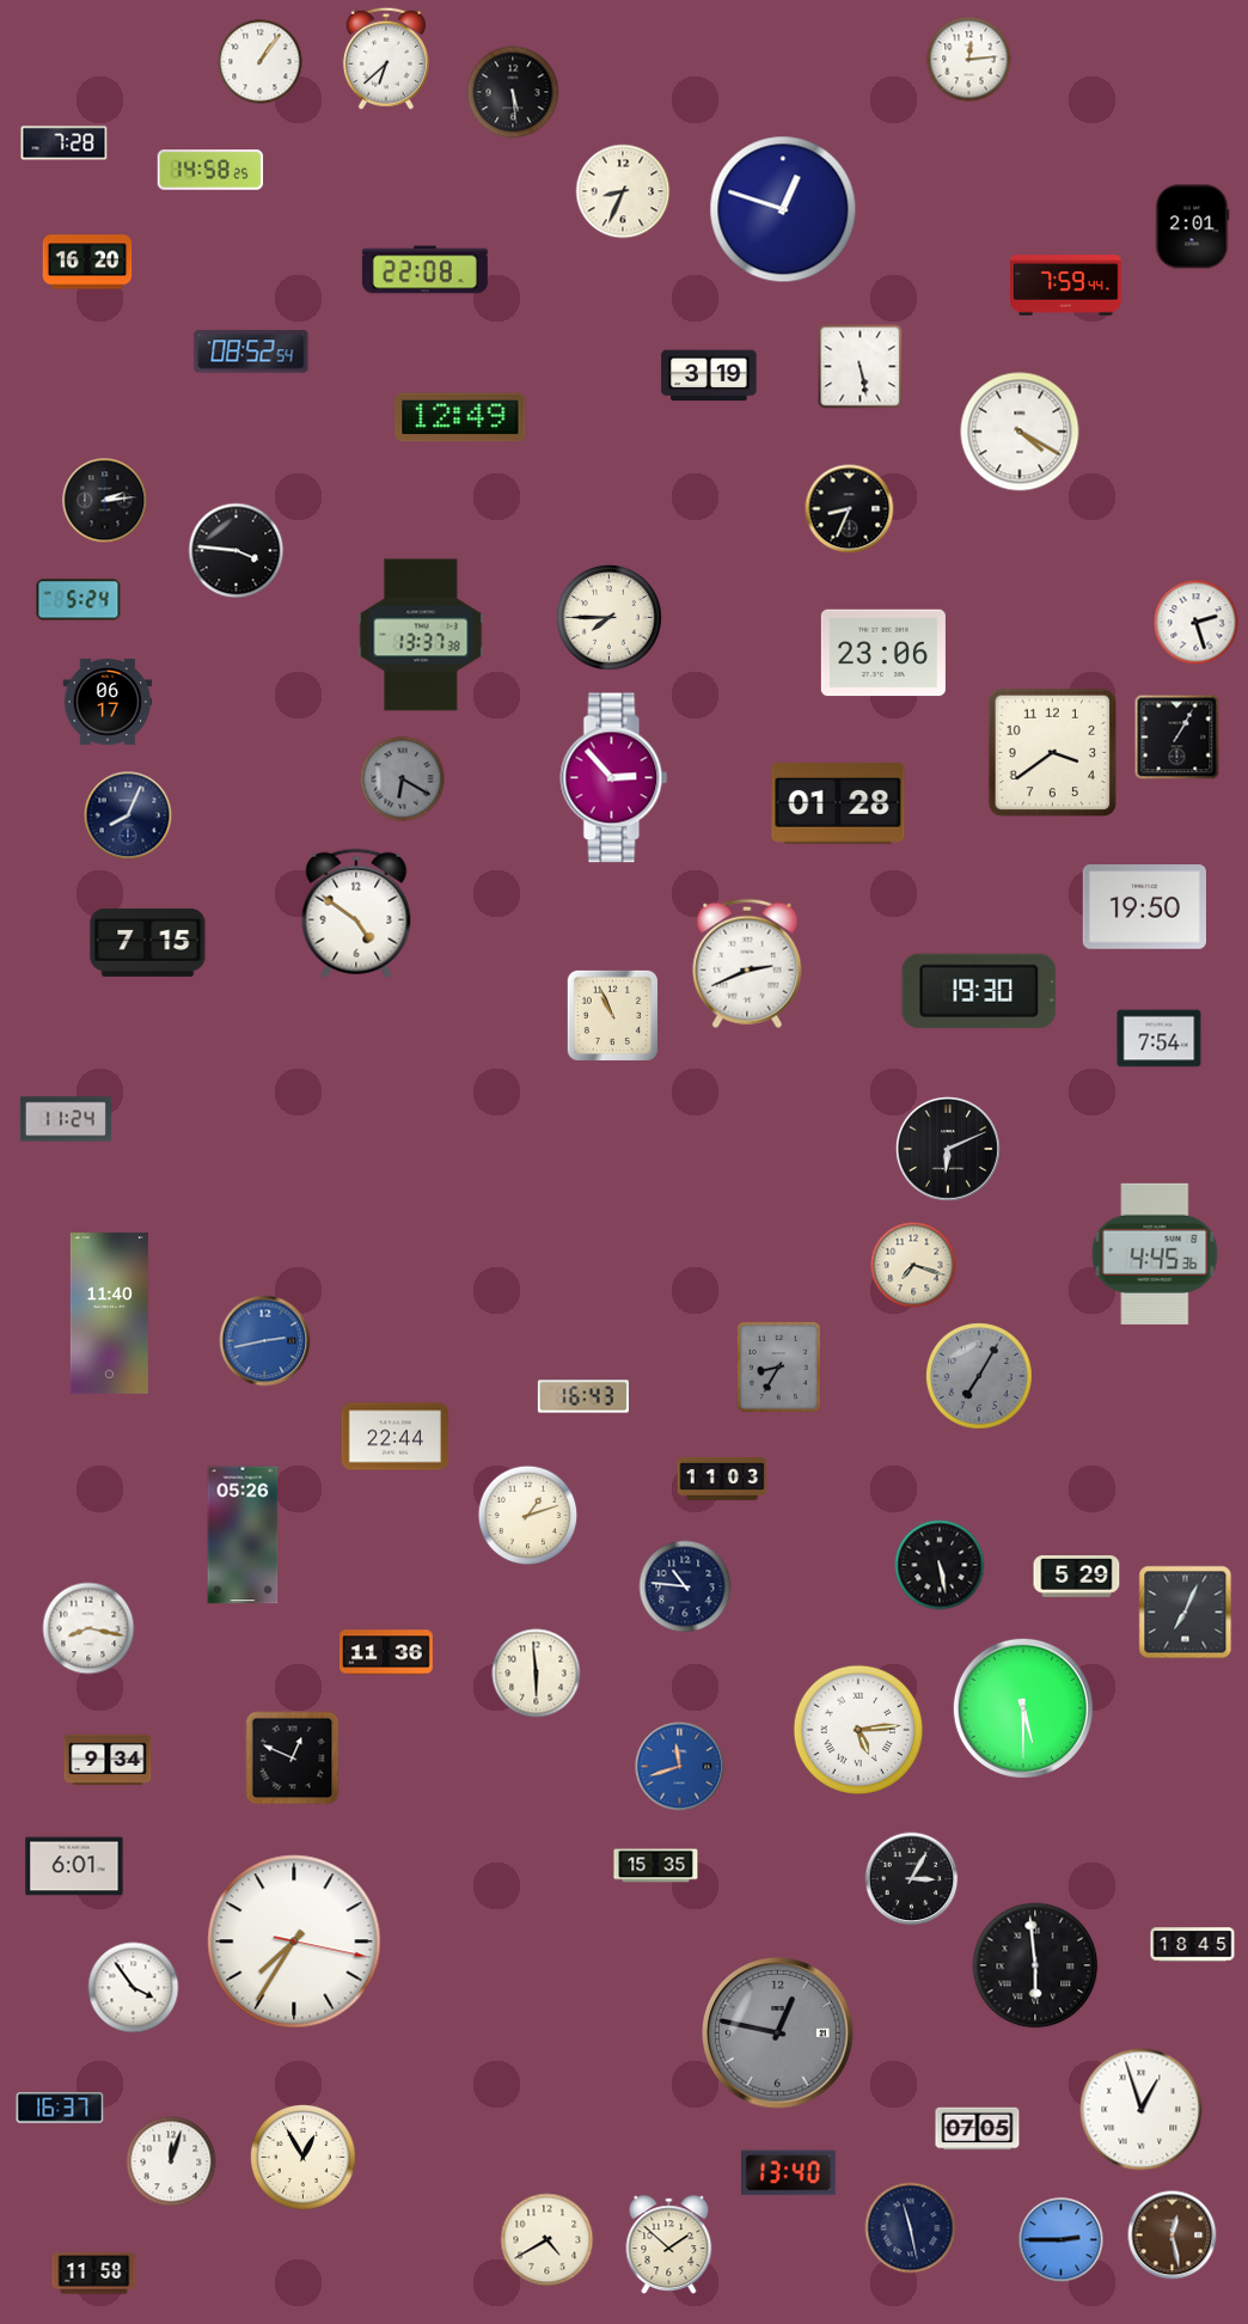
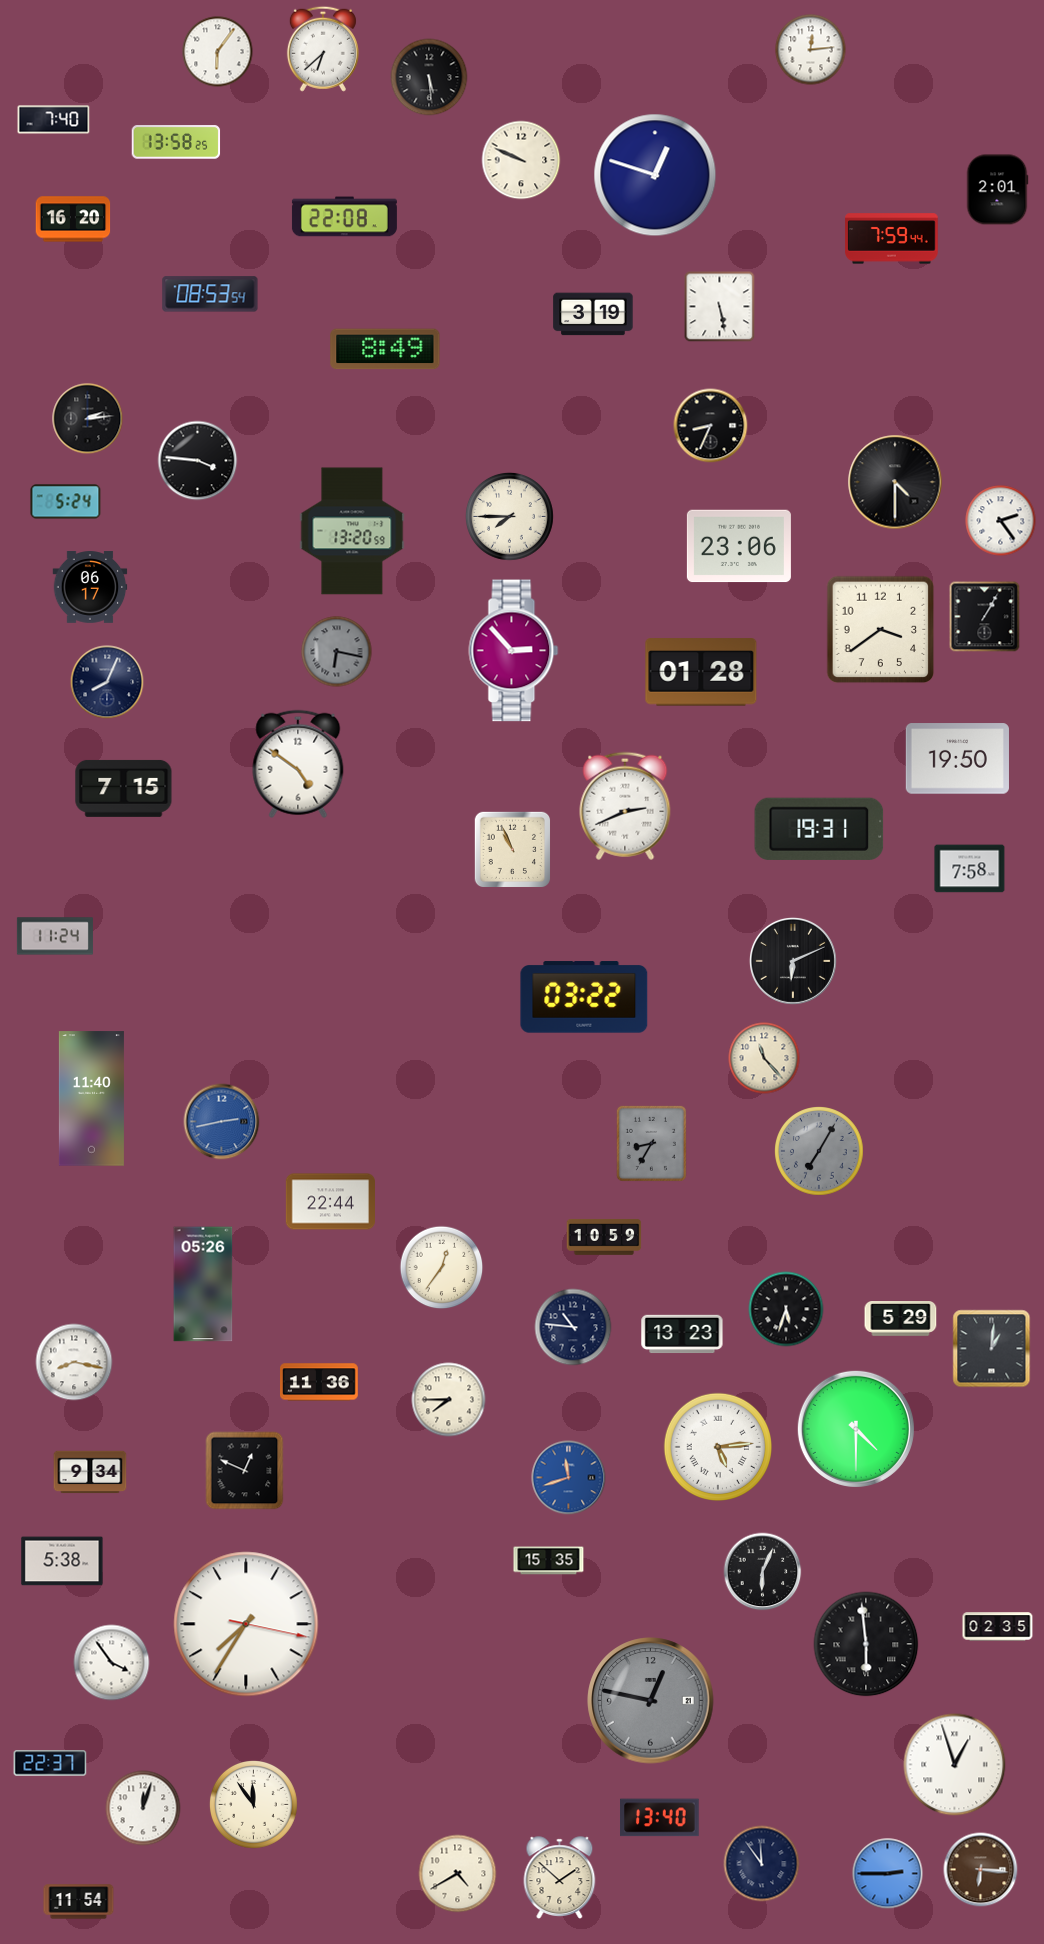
clock at (261, 62): 1:06 -> 6:06
clock at (65, 143): 7:28 -> 7:40
clock at (210, 170): 14:58 -> 13:58
clock at (623, 191): 8:34 -> 9:49
clock at (424, 270) position: (424, 270) -> (344, 217)
clock at (251, 351): 08:52 -> 08:53
clock at (460, 417): 12:49 -> 8:49
clock at (1020, 432): 4:20 -> none
clock at (895, 482): none -> 4:30
clock at (1197, 623): 2:27 -> 2:24
clock at (421, 635): 13:37 -> 13:20
clock at (403, 779): 6:20 -> 6:17
clock at (979, 991): 19:30 -> 19:31
clock at (1160, 1039): 7:54 -> 7:58
clock at (584, 997): none -> 03:22
clock at (1155, 1254): 4:45 -> none
clock at (913, 1265): 7:18 -> 11:23
clock at (583, 1396): 16:43 -> none
clock at (722, 1479): 11:03 -> 10:59
clock at (528, 1516): 1:12 -> 12:36
clock at (940, 1565): 5:28 -> 5:33
clock at (682, 1334): none -> 13:23
clock at (1186, 1613): 7:04 -> 1:01
clock at (387, 1652) position: (387, 1652) -> (320, 1382)
clock at (537, 1674): 5:59 -> 7:45
clock at (1023, 1708): 5:30 -> 4:30
clock at (74, 1866): 6:01 -> 5:38
clock at (912, 1879): 3:05 -> 6:04
clock at (1193, 1945): 18:45 -> 02:35
clock at (60, 2108): 16:37 -> 22:37
clock at (978, 2129): 07:05 -> none
clock at (302, 2157): 12:55 -> 11:54
clock at (911, 2228): 11:28 -> 11:54
clock at (1173, 2236): 12:28 -> 6:16
clock at (94, 2274): 11:58 -> 11:54
